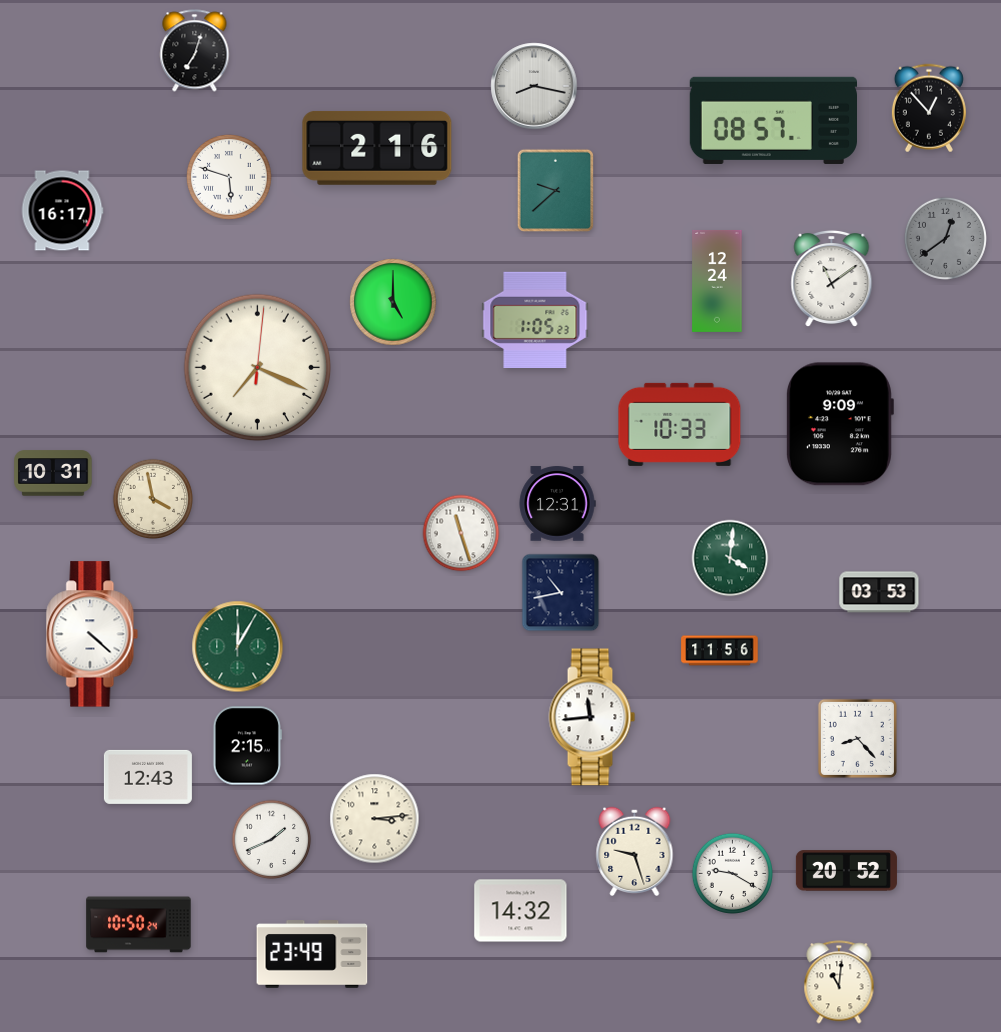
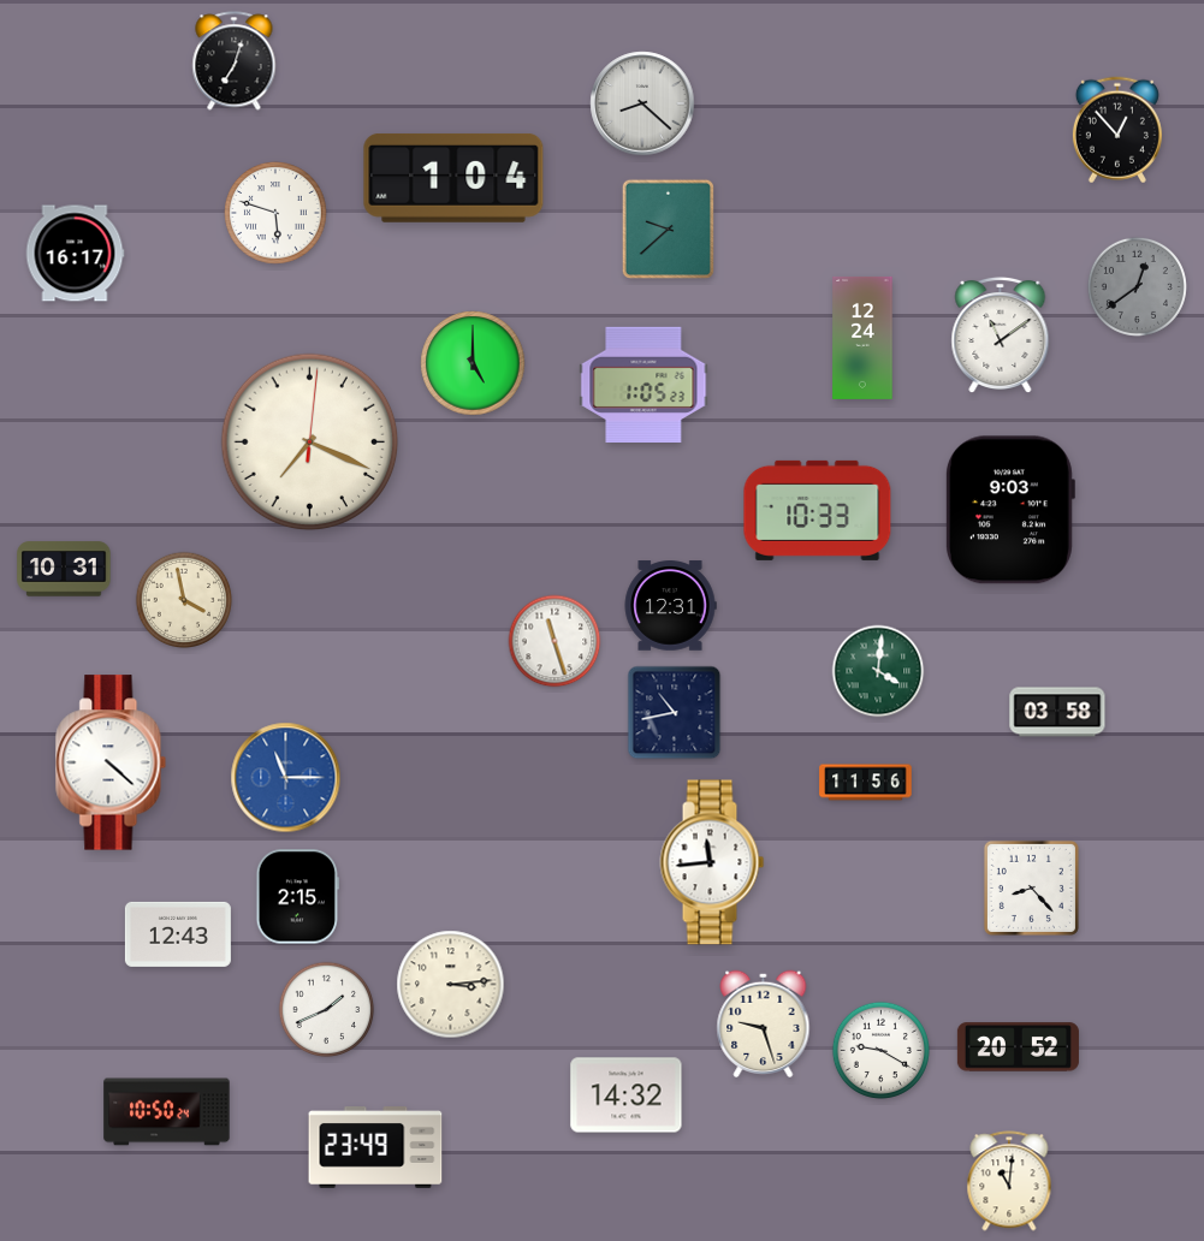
clock at (534, 86): 8:17 -> 8:22
clock at (773, 120): 08:57 -> none
clock at (377, 148): 2:16 -> 1:04
clock at (839, 424): 9:09 -> 9:03
clock at (879, 592): 03:53 -> 03:58
clock at (238, 647): 12:05 -> 11:15
clock at (238, 647) dial: green -> blue
